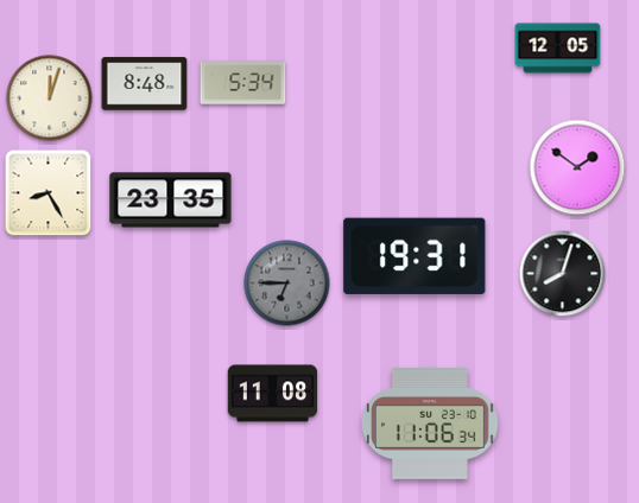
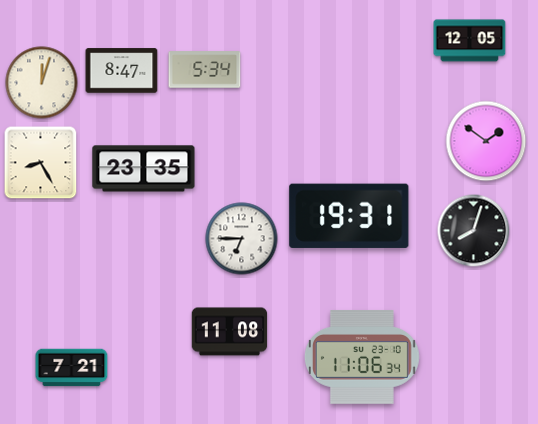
clock at (145, 84): 8:48 -> 8:47
clock at (287, 284) dial: grey -> white
clock at (72, 368): none -> 7:21
